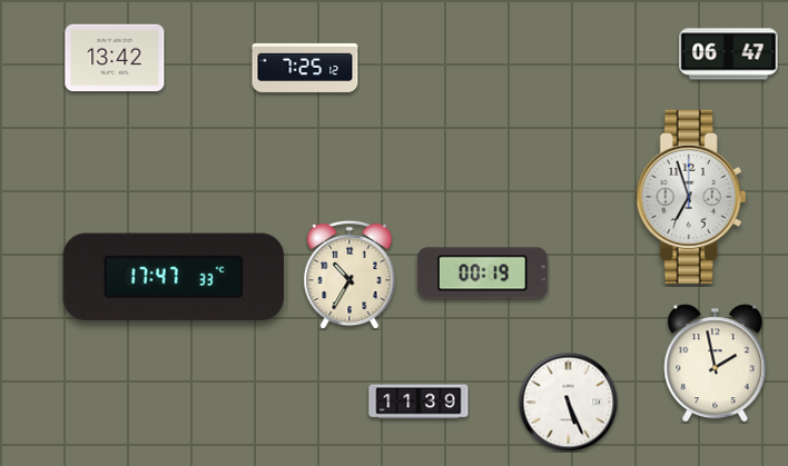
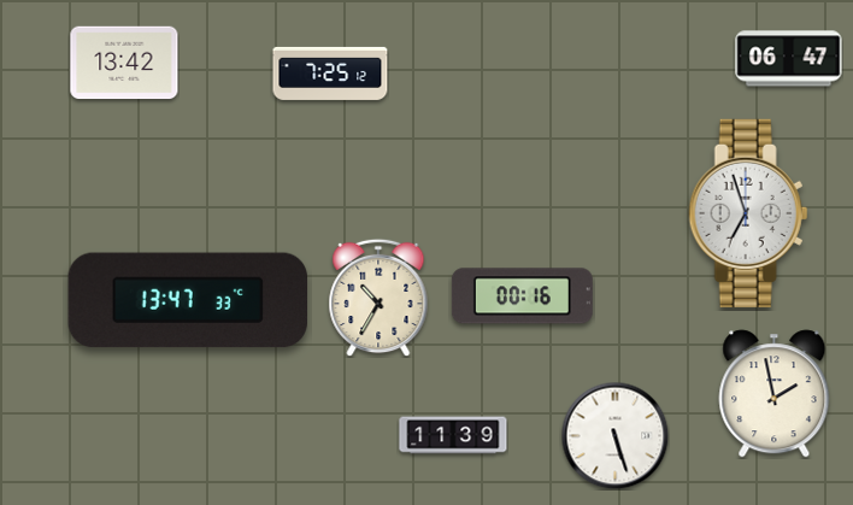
clock at (482, 274): 00:19 -> 00:16
clock at (173, 277): 17:47 -> 13:47
clock at (568, 401): 5:26 -> 5:27
